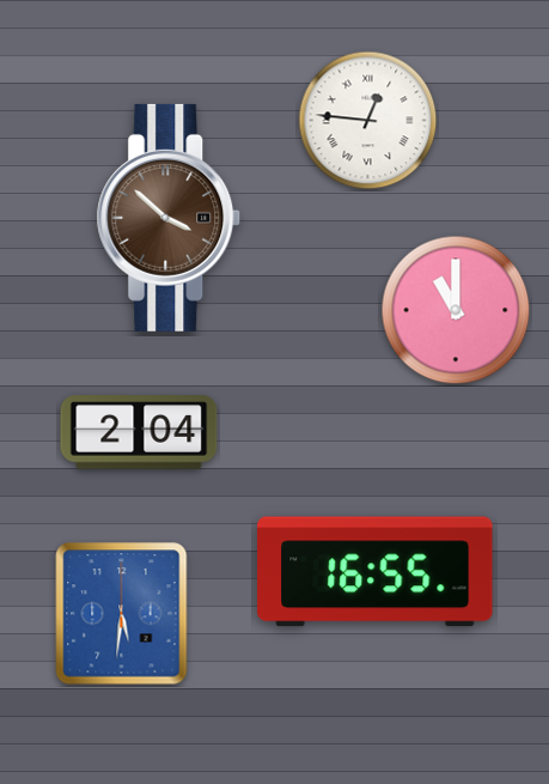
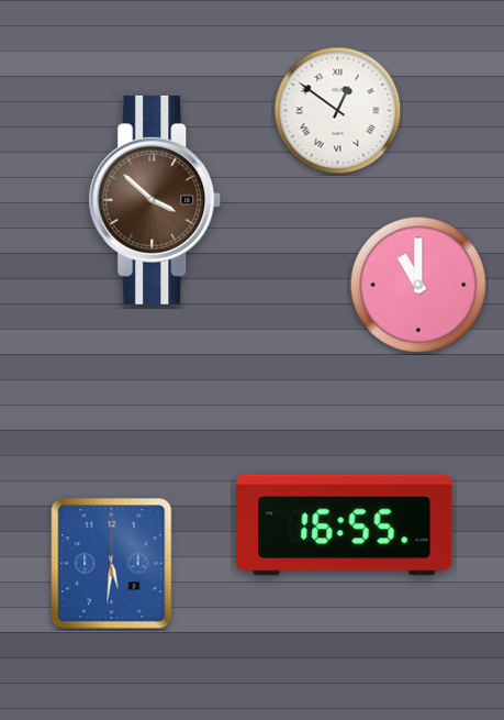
clock at (368, 121): 12:46 -> 12:51
clock at (139, 432): 2:04 -> none
